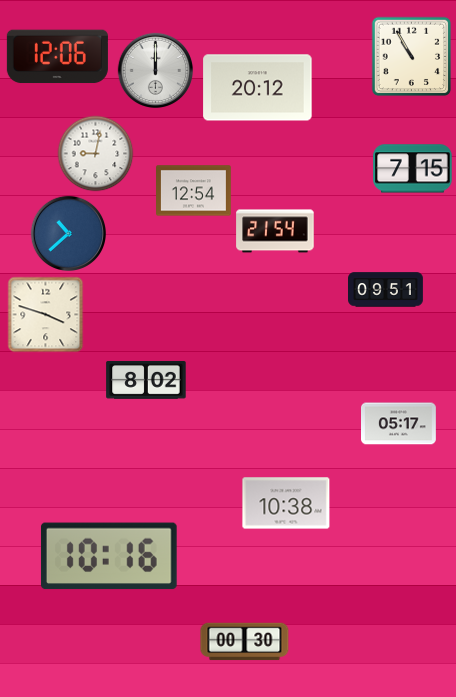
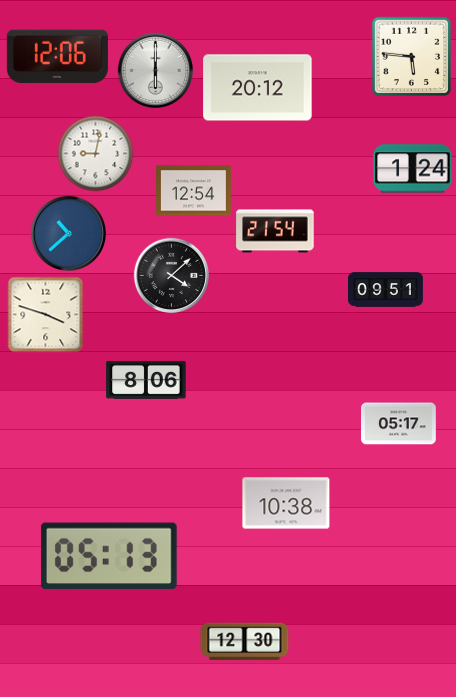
clock at (412, 57): 10:55 -> 5:46
clock at (156, 71): 12:00 -> 6:00
clock at (413, 169): 7:15 -> 1:24
clock at (172, 276): none -> 4:08
clock at (146, 380): 8:02 -> 8:06
clock at (109, 556): 10:16 -> 05:13
clock at (245, 642): 00:30 -> 12:30
